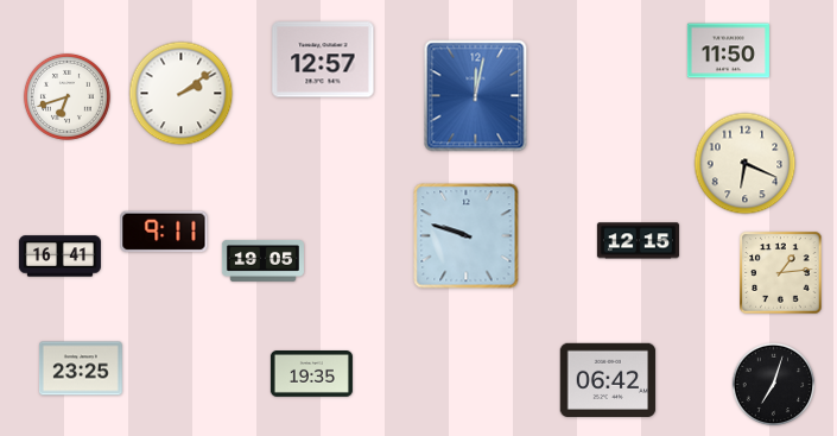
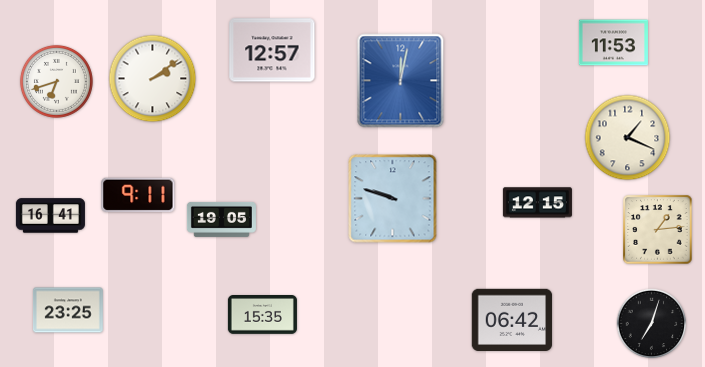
clock at (728, 51): 11:50 -> 11:53
clock at (746, 164): 6:19 -> 1:19
clock at (311, 374): 19:35 -> 15:35
